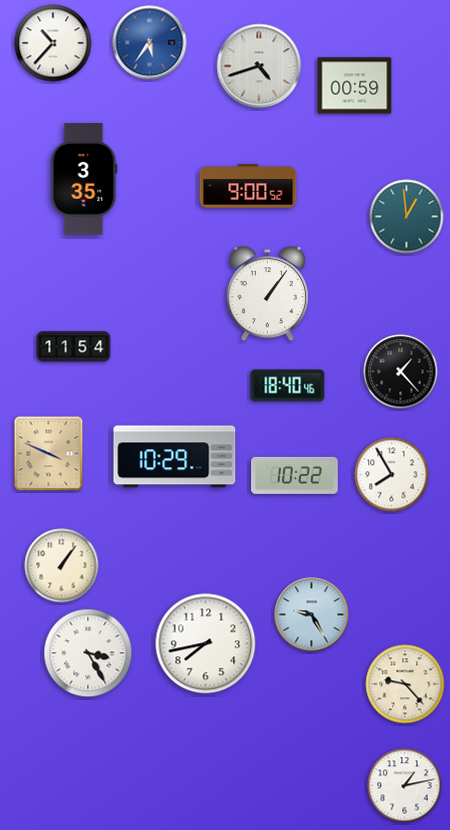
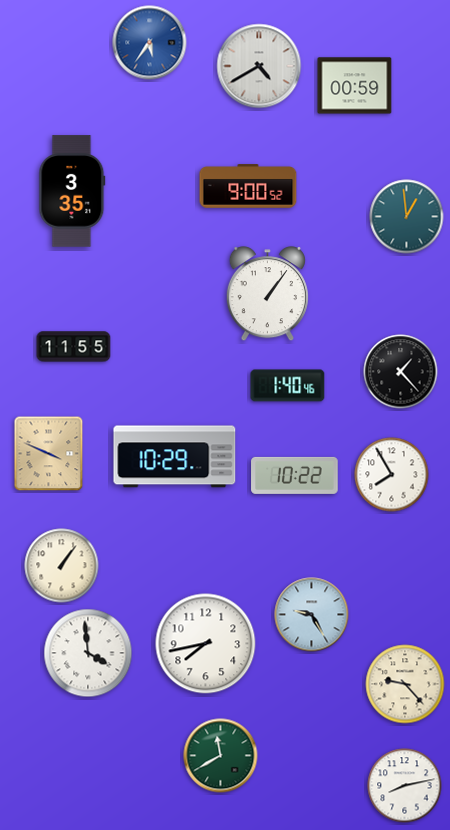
clock at (53, 43): 10:37 -> none
clock at (259, 66): 4:42 -> 4:40
clock at (84, 179) position: (84, 179) -> (72, 191)
clock at (74, 347): 11:54 -> 11:55
clock at (288, 386): 18:40 -> 1:40
clock at (88, 653): 3:25 -> 3:59
clock at (221, 756): none -> 11:40
clock at (405, 786): 1:13 -> 8:13
